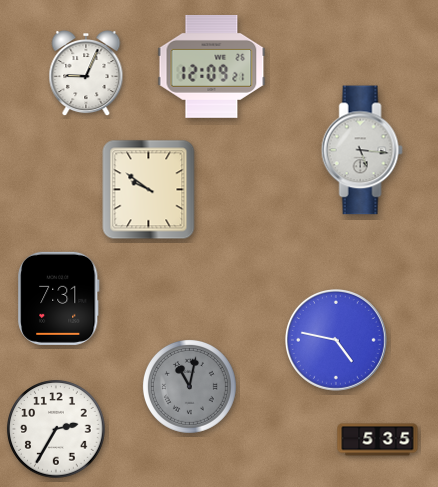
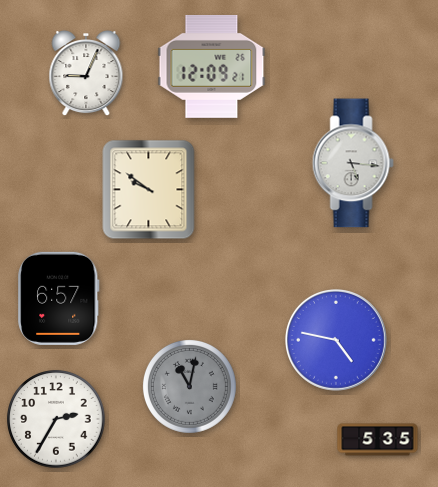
clock at (362, 150) position: (362, 150) -> (353, 163)
clock at (59, 298): 7:31 -> 6:57
clock at (56, 429) position: (56, 429) -> (56, 419)
